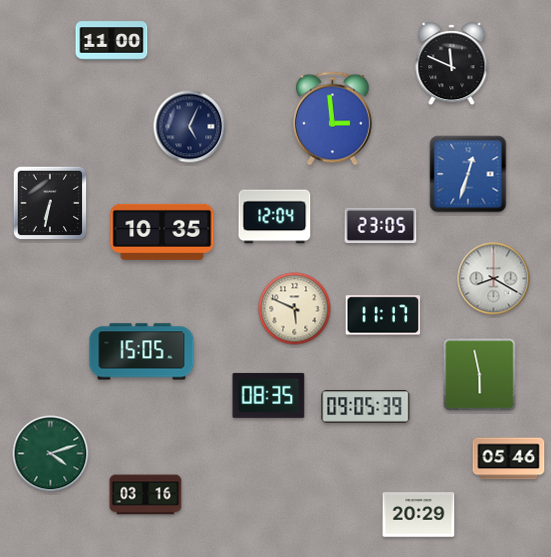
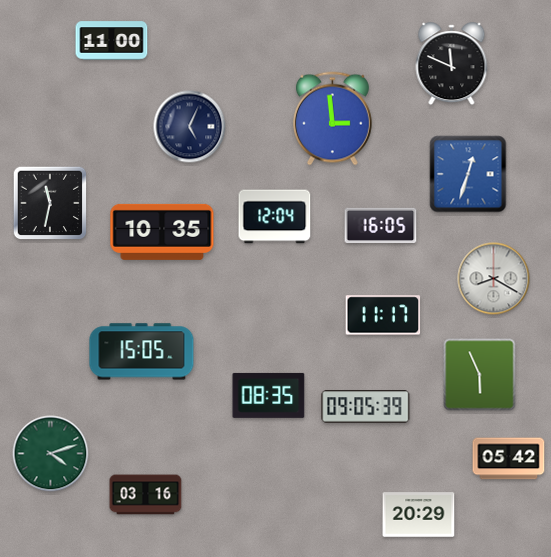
clock at (50, 203): 6:32 -> 11:32
clock at (381, 225): 23:05 -> 16:05
clock at (295, 309): 5:49 -> none
clock at (480, 375): 5:58 -> 5:56
clock at (509, 459): 05:46 -> 05:42
